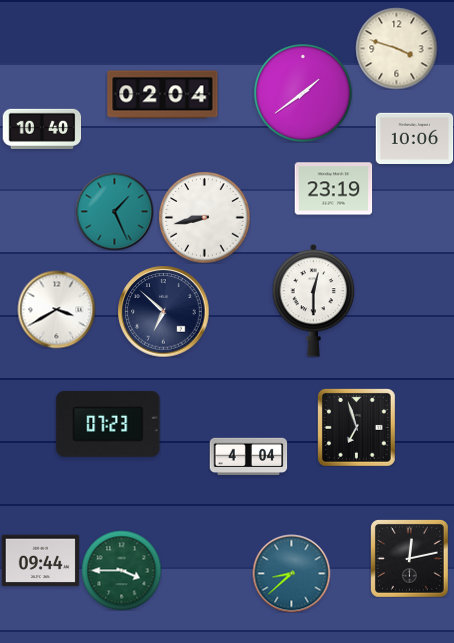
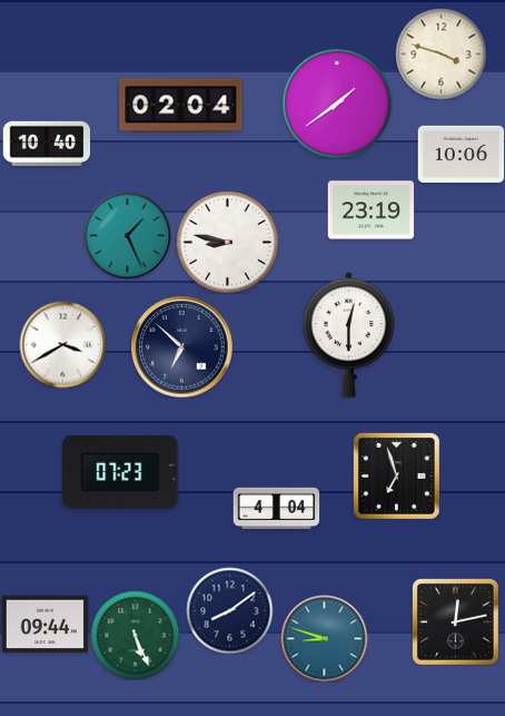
clock at (204, 217): 8:43 -> 8:47
clock at (229, 610): none -> 8:09
clock at (121, 570): 3:45 -> 5:26
clock at (291, 573): 8:38 -> 8:48
